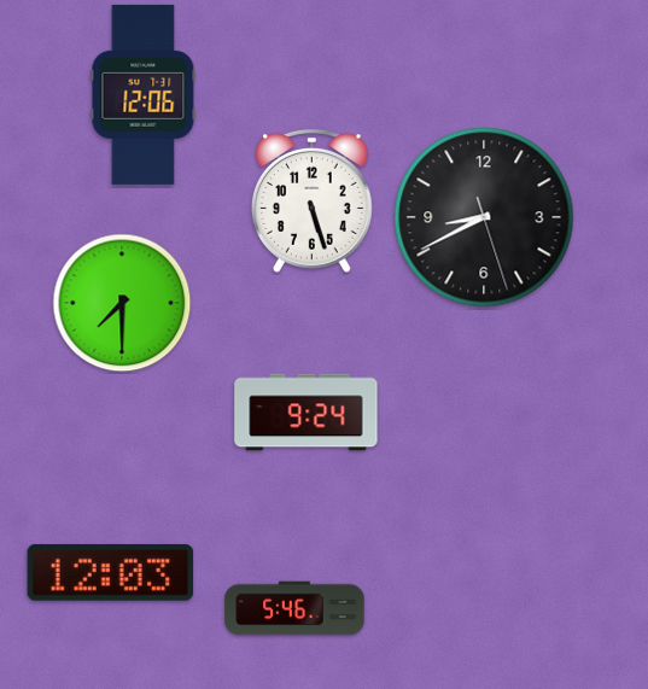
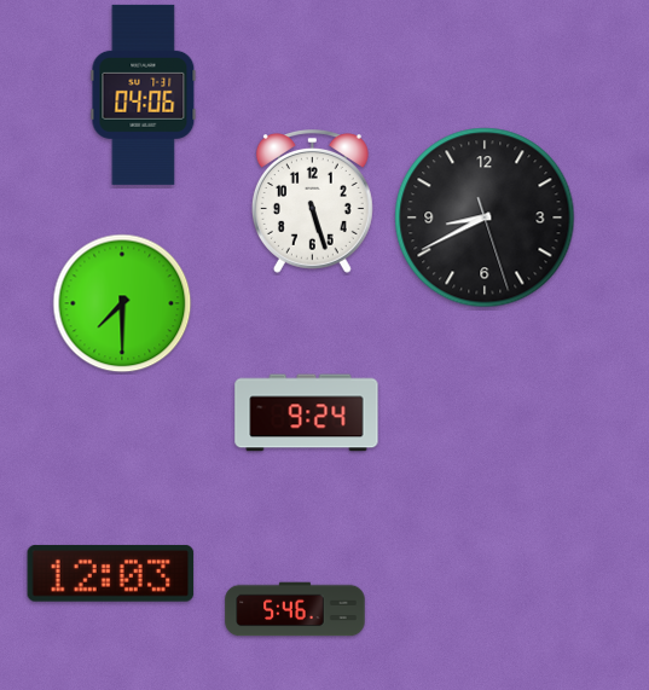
clock at (144, 94): 12:06 -> 04:06
